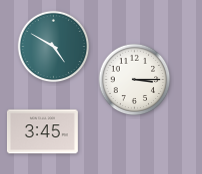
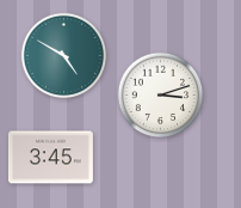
clock at (135, 80): 3:15 -> 3:12
